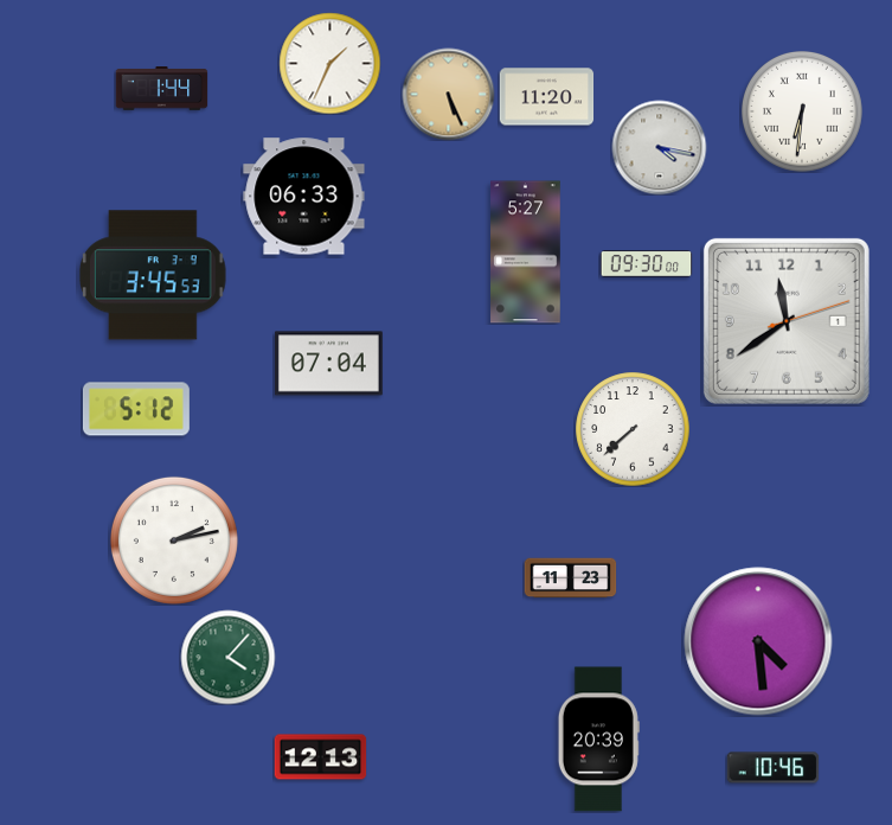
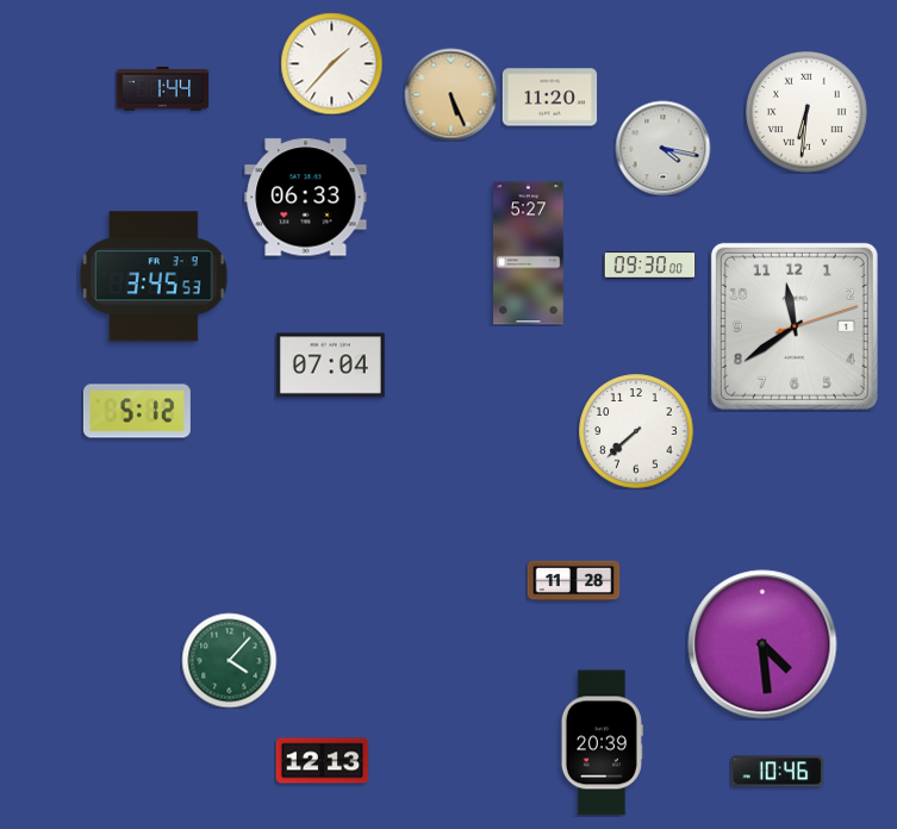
clock at (329, 63): 1:34 -> 1:37
clock at (787, 321) position: (787, 321) -> (795, 326)
clock at (174, 541): 2:13 -> none
clock at (570, 578): 11:23 -> 11:28
